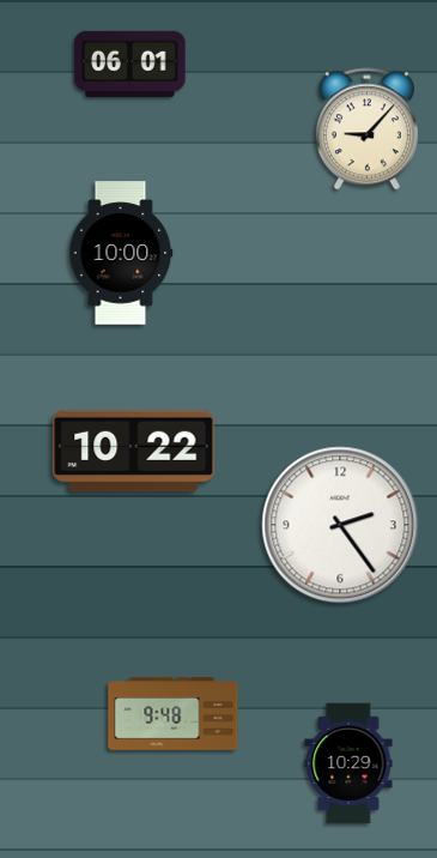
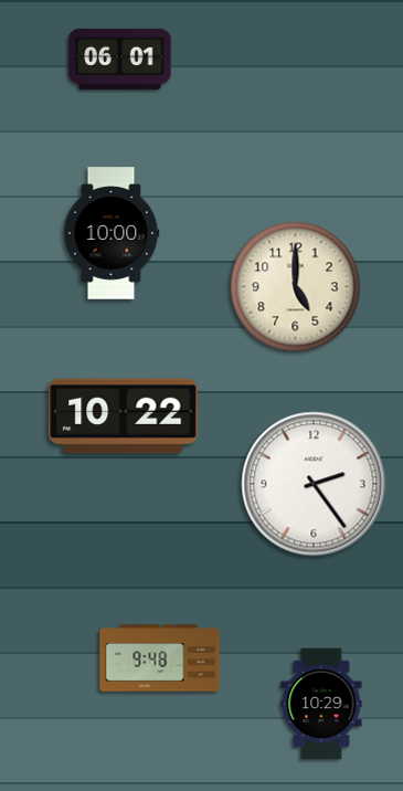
clock at (366, 129): 9:07 -> none
clock at (296, 287): none -> 5:00
